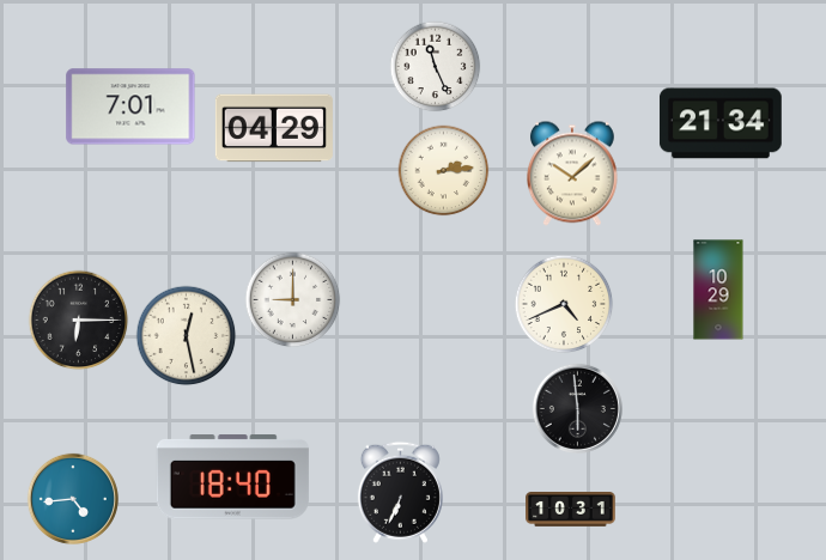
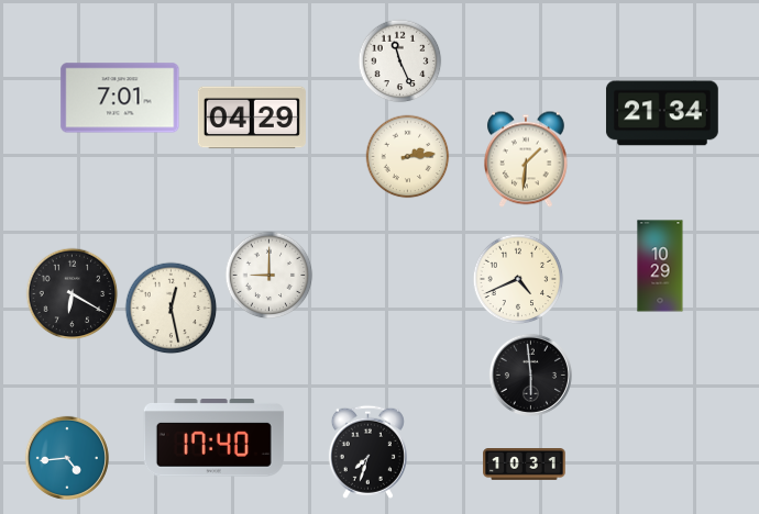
clock at (572, 174): 10:08 -> 1:31
clock at (79, 321): 6:15 -> 6:20
clock at (232, 477): 18:40 -> 17:40
clock at (400, 492): 6:34 -> 7:33
clock at (571, 510) position: (571, 510) -> (525, 465)
